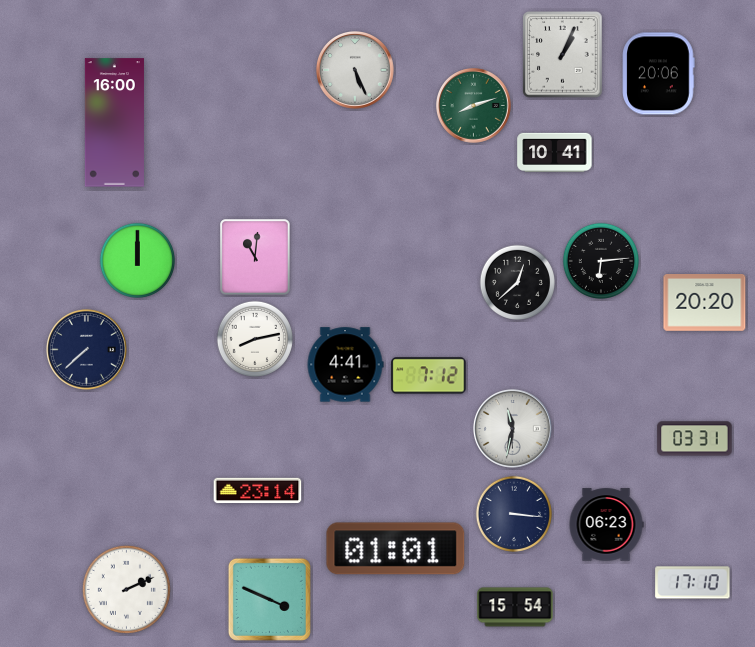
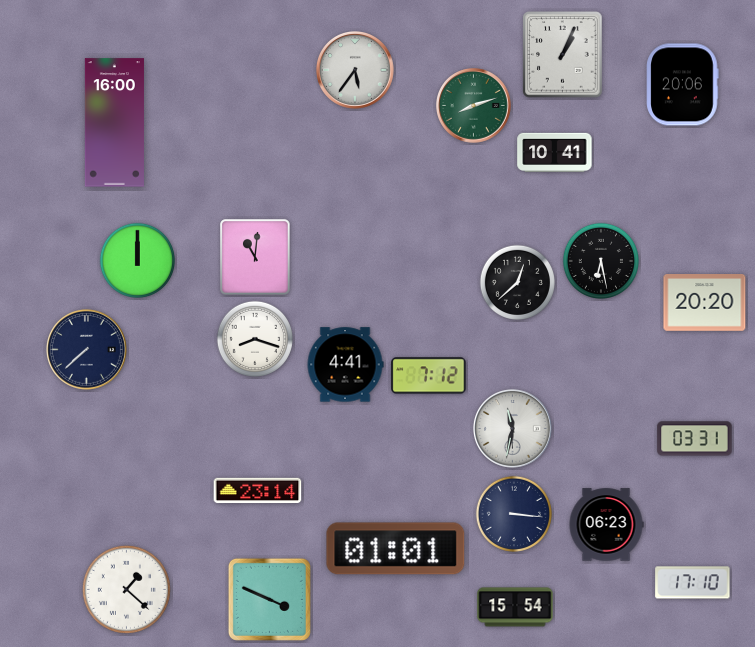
clock at (356, 71): 5:26 -> 5:36
clock at (659, 74) position: (659, 74) -> (683, 85)
clock at (600, 260): 6:14 -> 6:28
clock at (254, 338): 8:13 -> 8:18
clock at (126, 589): 2:11 -> 1:22
